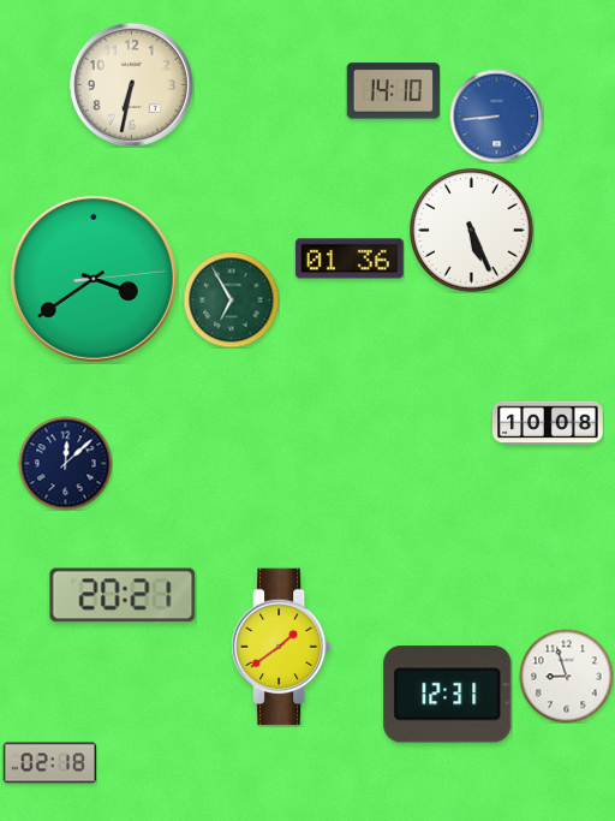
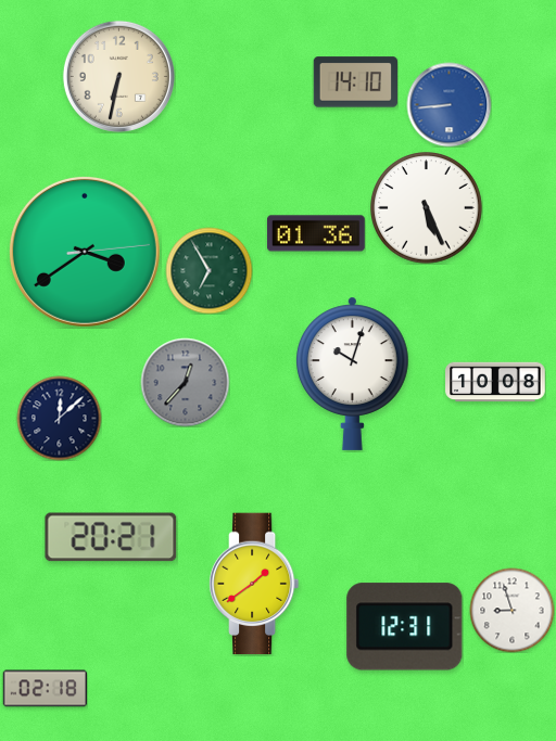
clock at (352, 373): none -> 10:03
clock at (185, 382): none -> 12:37
